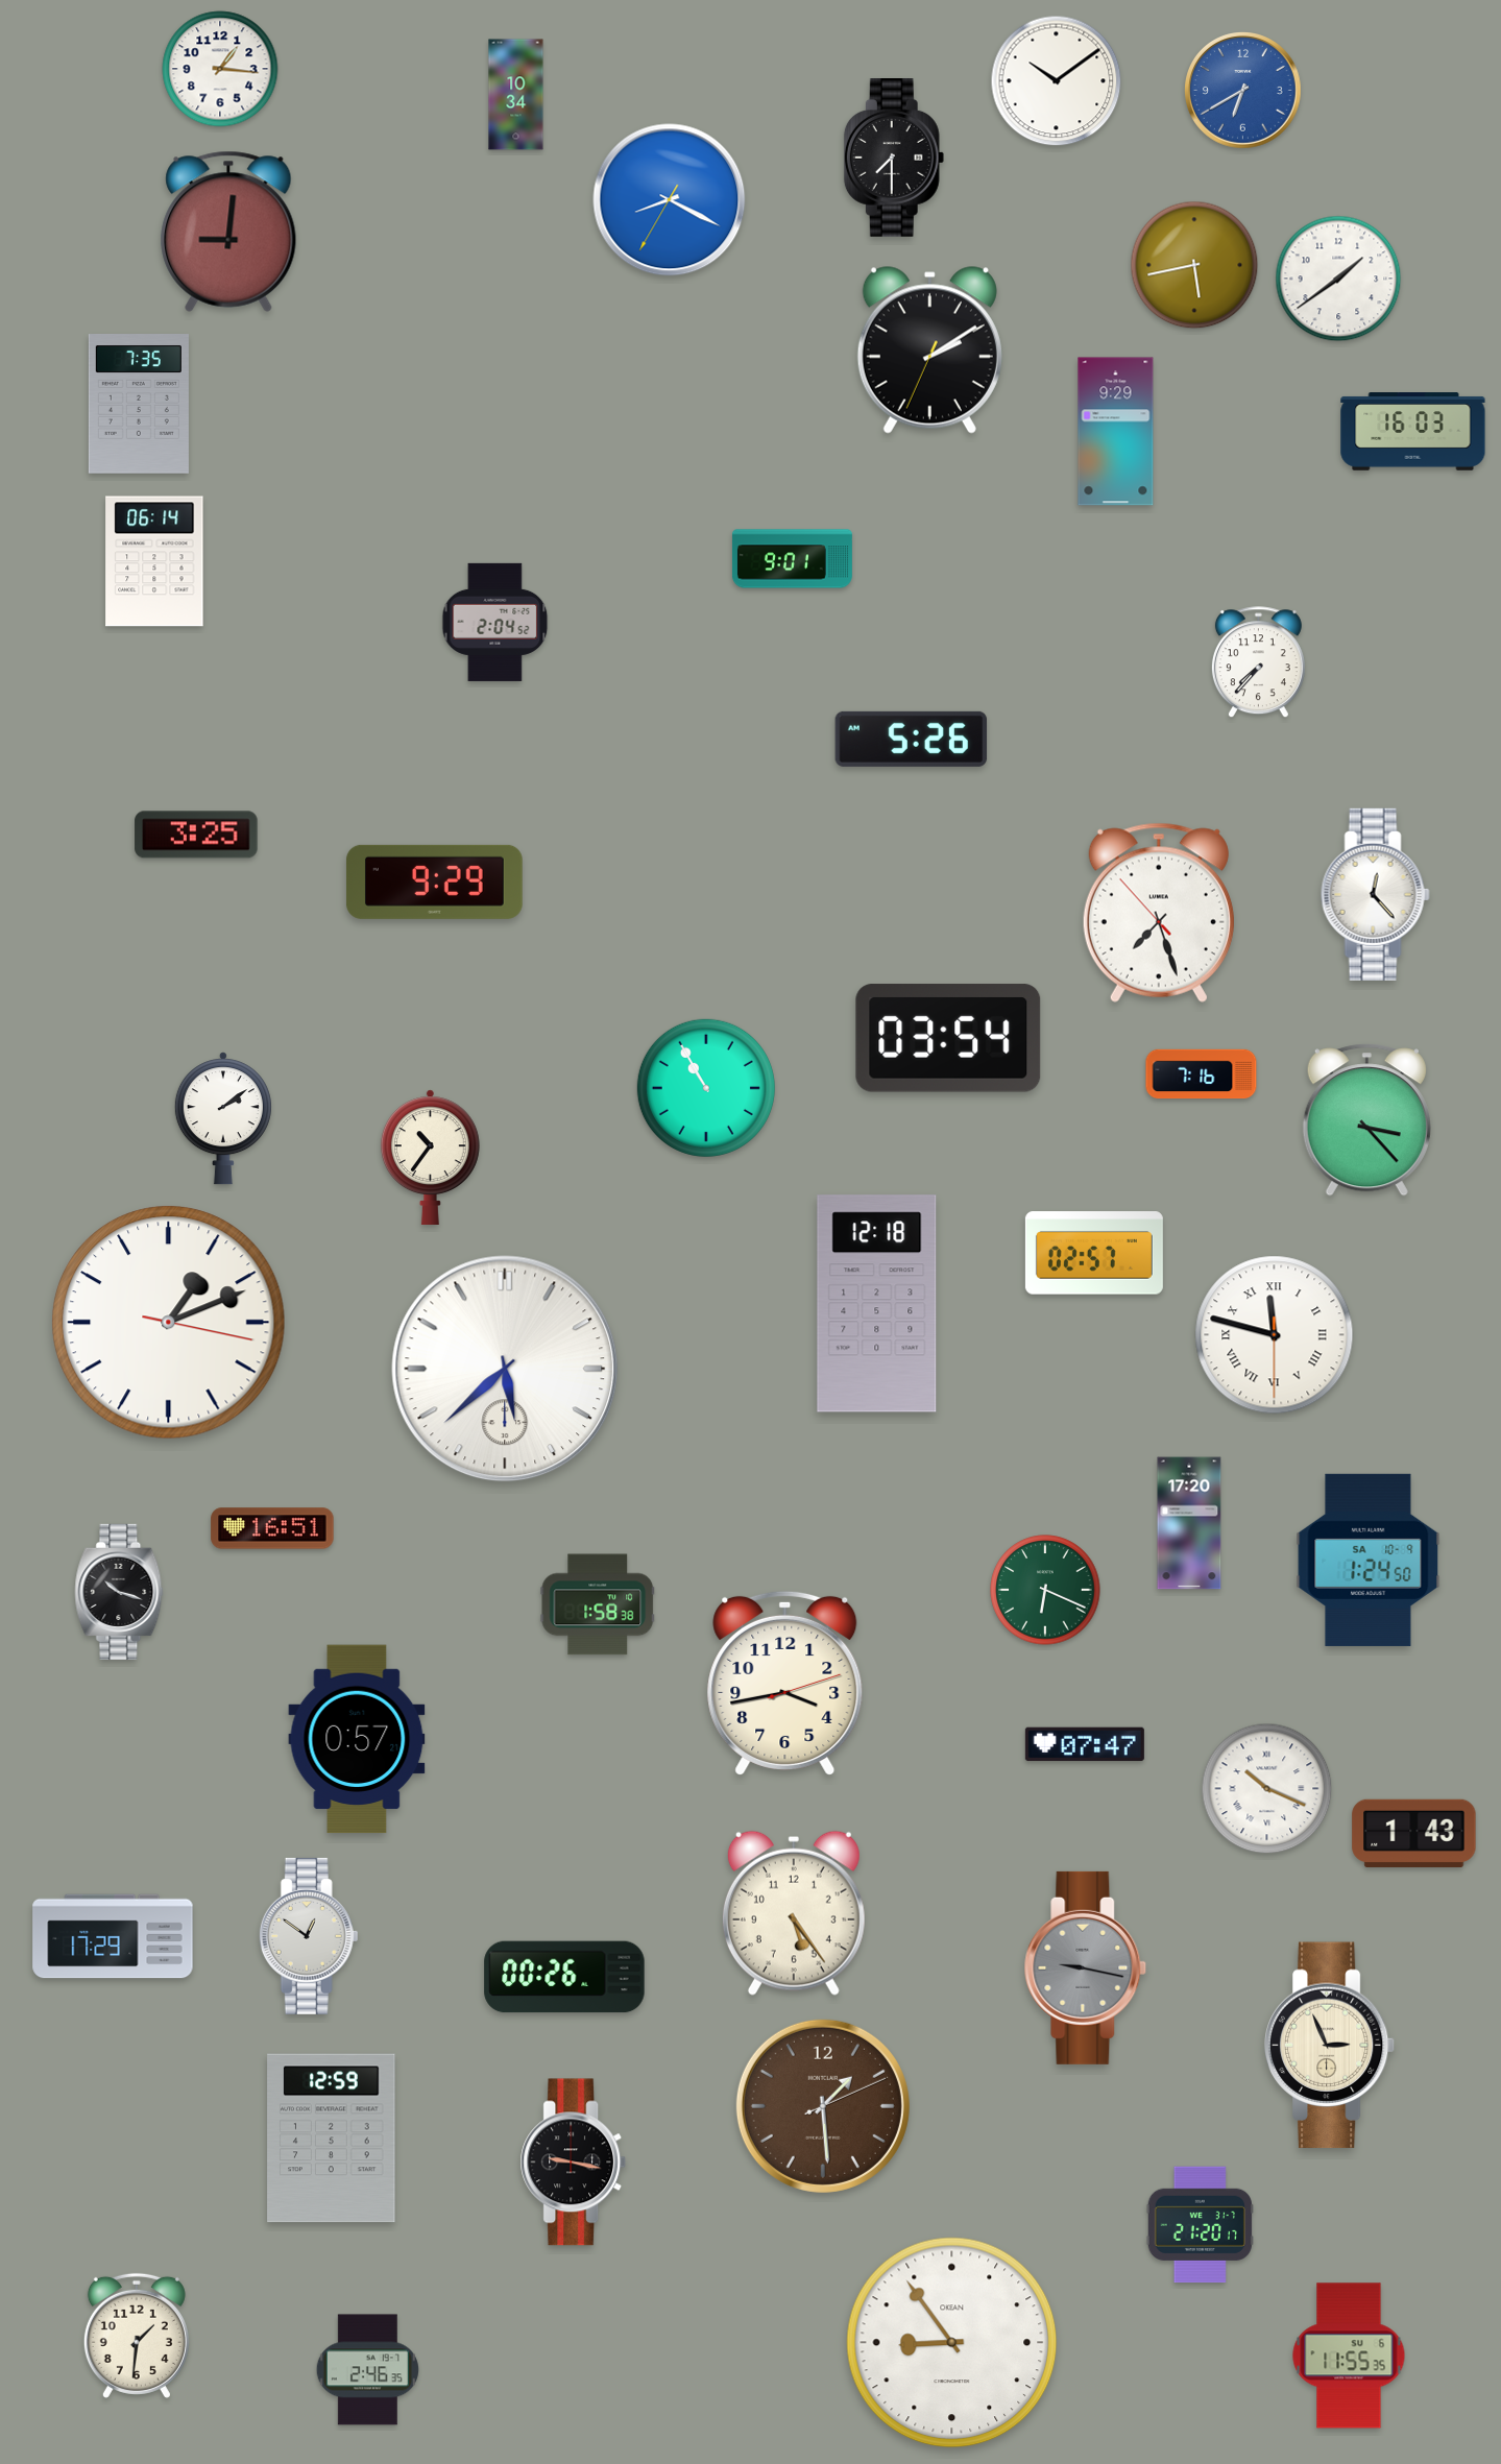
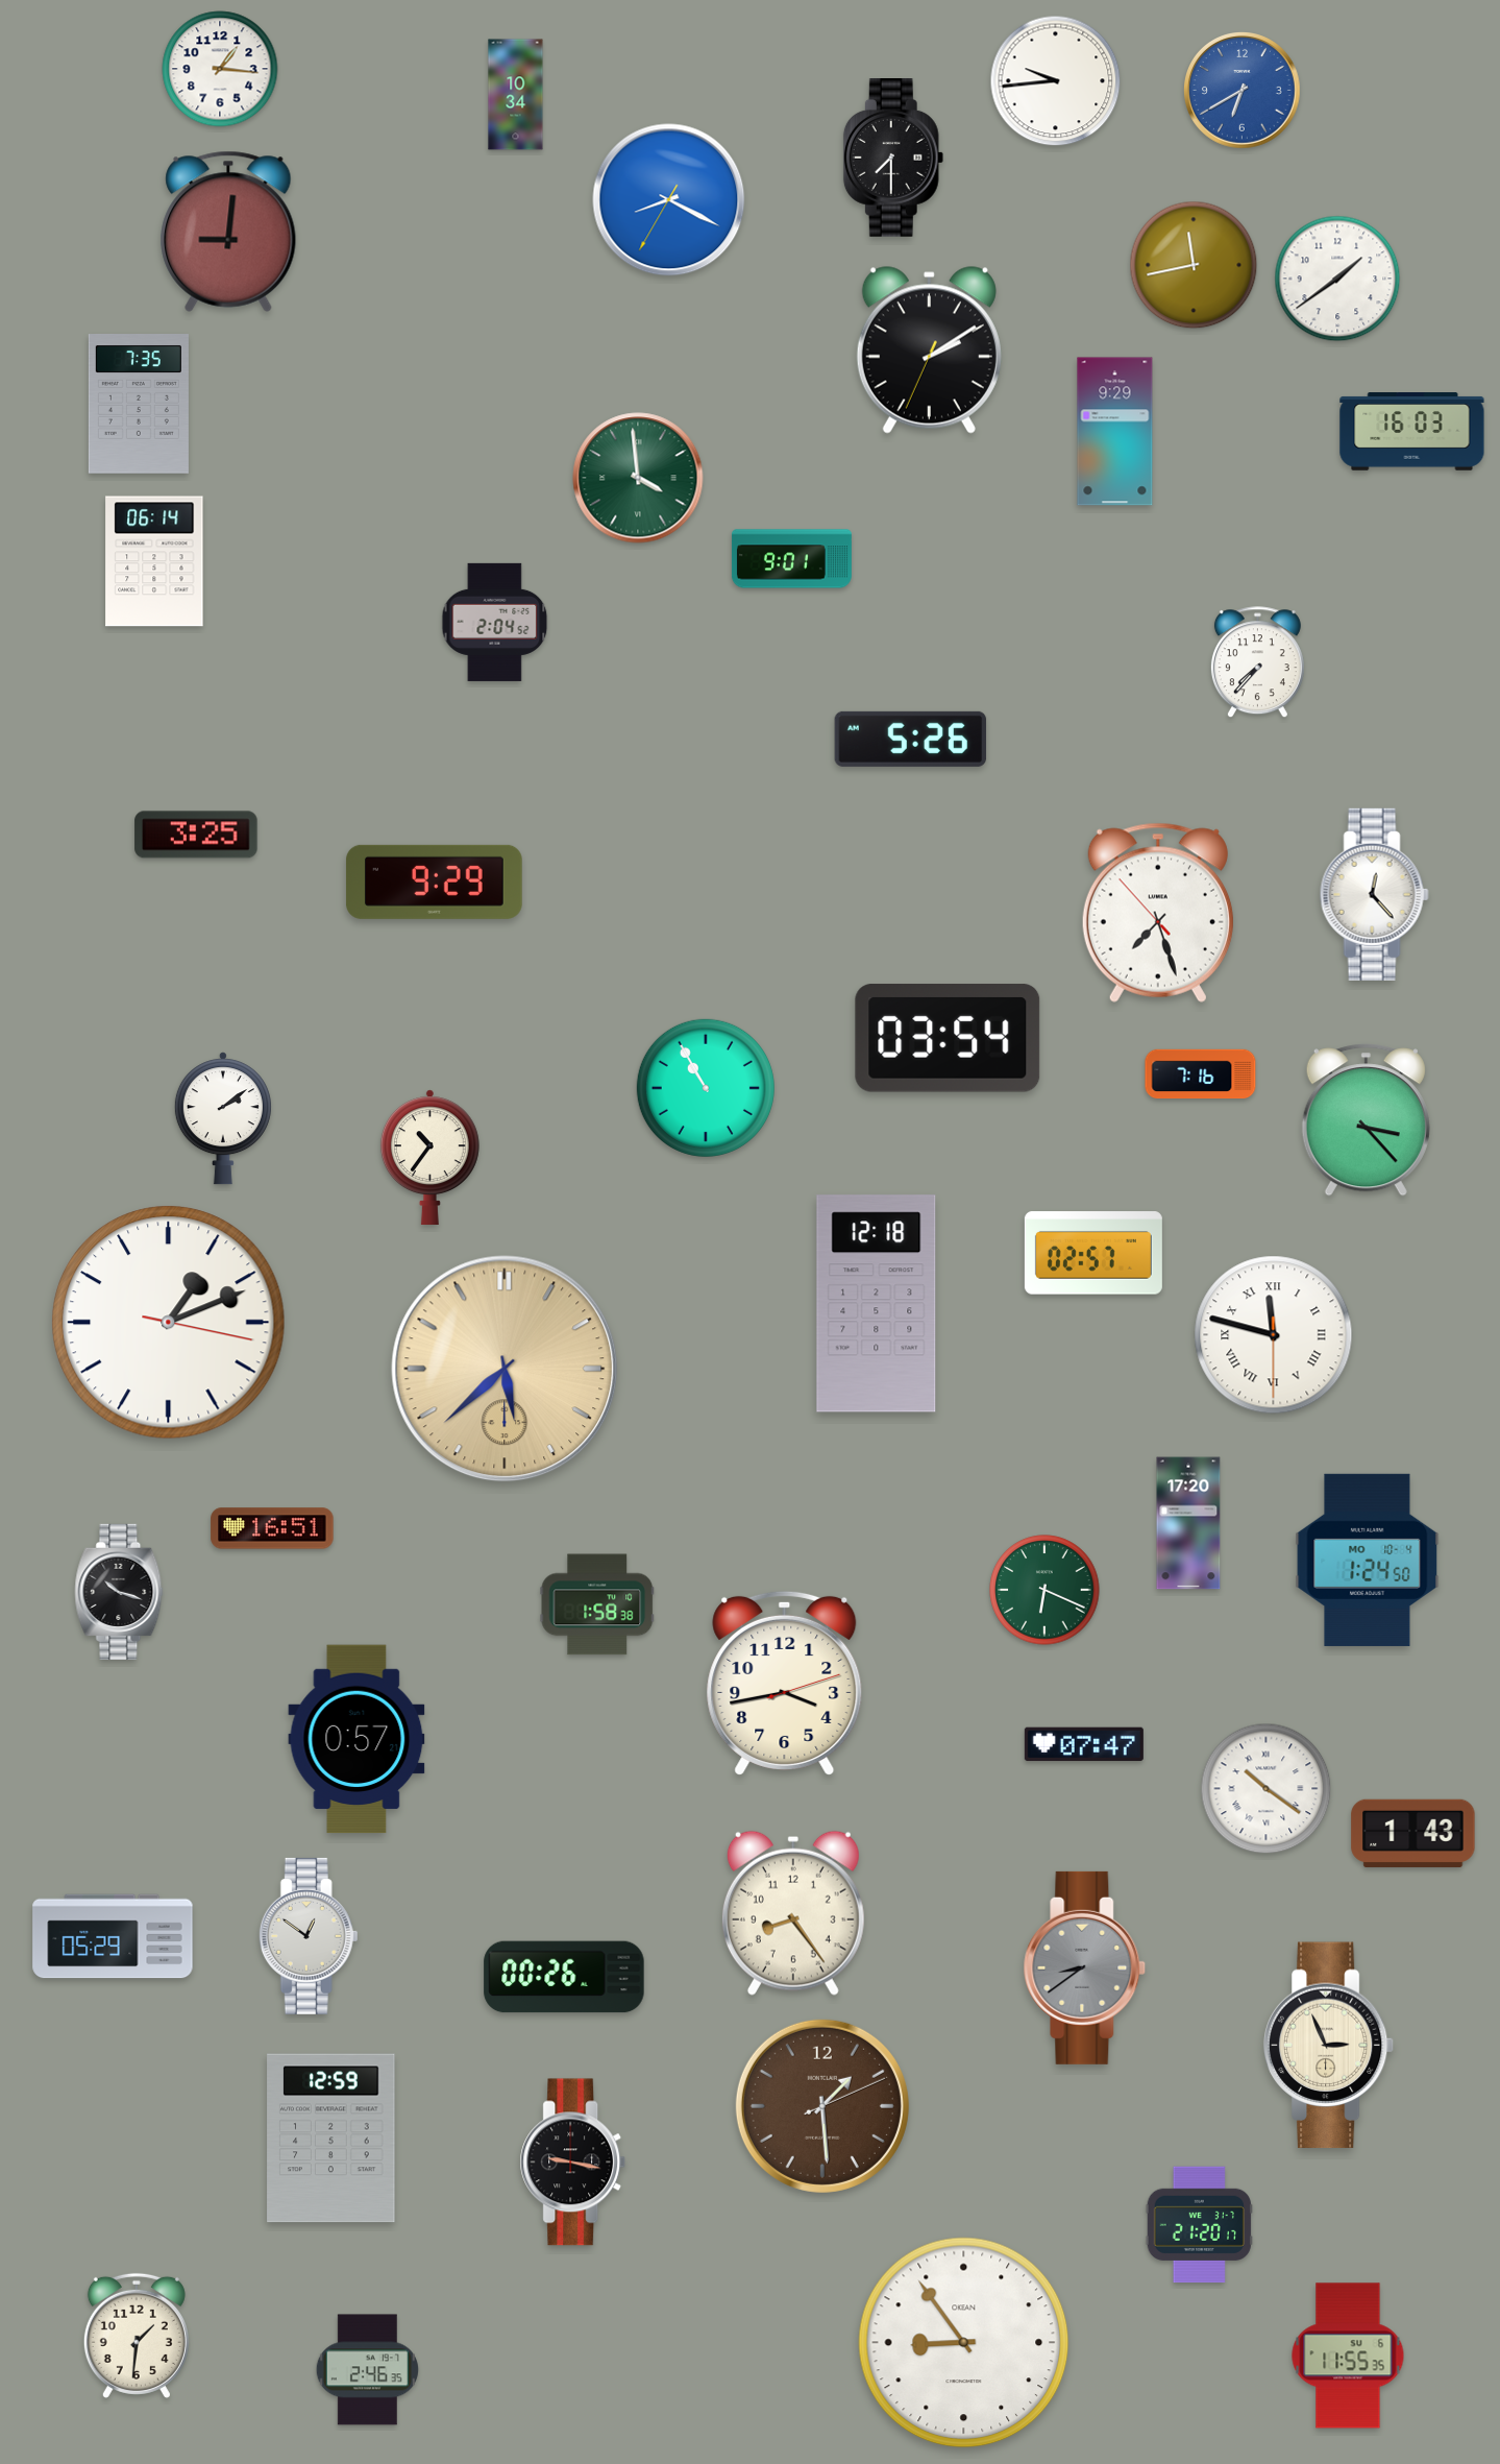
clock at (1057, 81): 10:09 -> 9:44
clock at (1194, 265): 5:43 -> 11:43
clock at (638, 478): none -> 3:59
clock at (505, 1369) dial: white -> champagne
clock at (1369, 1560) date: SA 10-9 -> MO 10-4
clock at (1267, 1789): 10:19 -> 10:21
clock at (794, 1913): 5:24 -> 8:24
clock at (113, 1936): 17:29 -> 05:29
clock at (1086, 1967): 9:17 -> 8:39
clock at (952, 2343) position: (952, 2343) -> (964, 2343)
